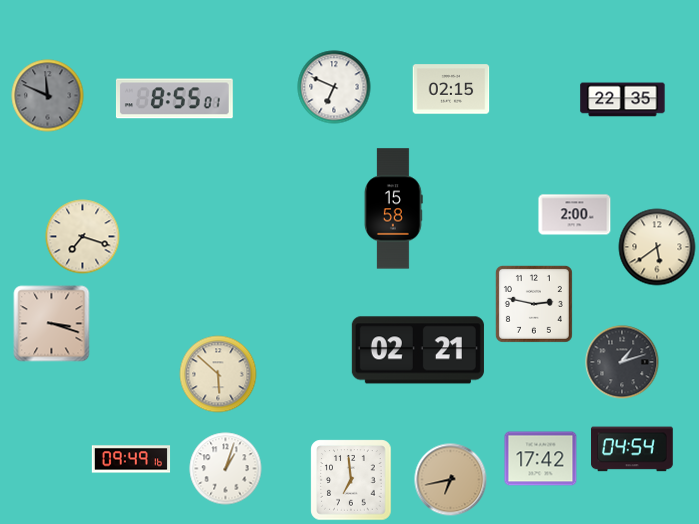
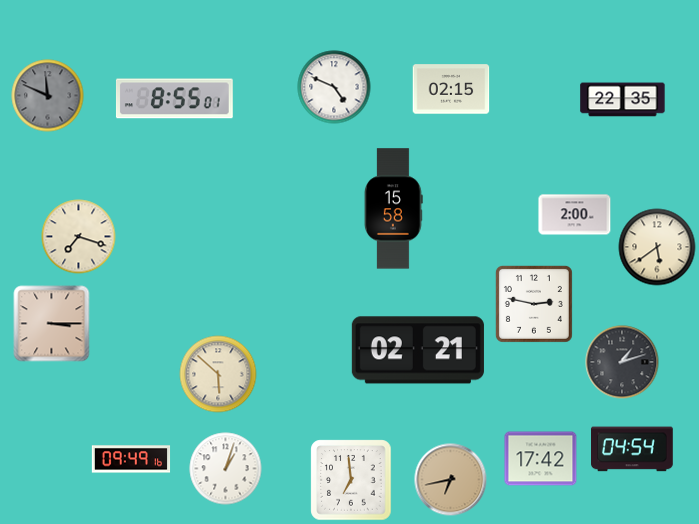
clock at (334, 87): 6:49 -> 4:49
clock at (83, 237) position: (83, 237) -> (79, 237)
clock at (52, 324): 3:18 -> 3:15
